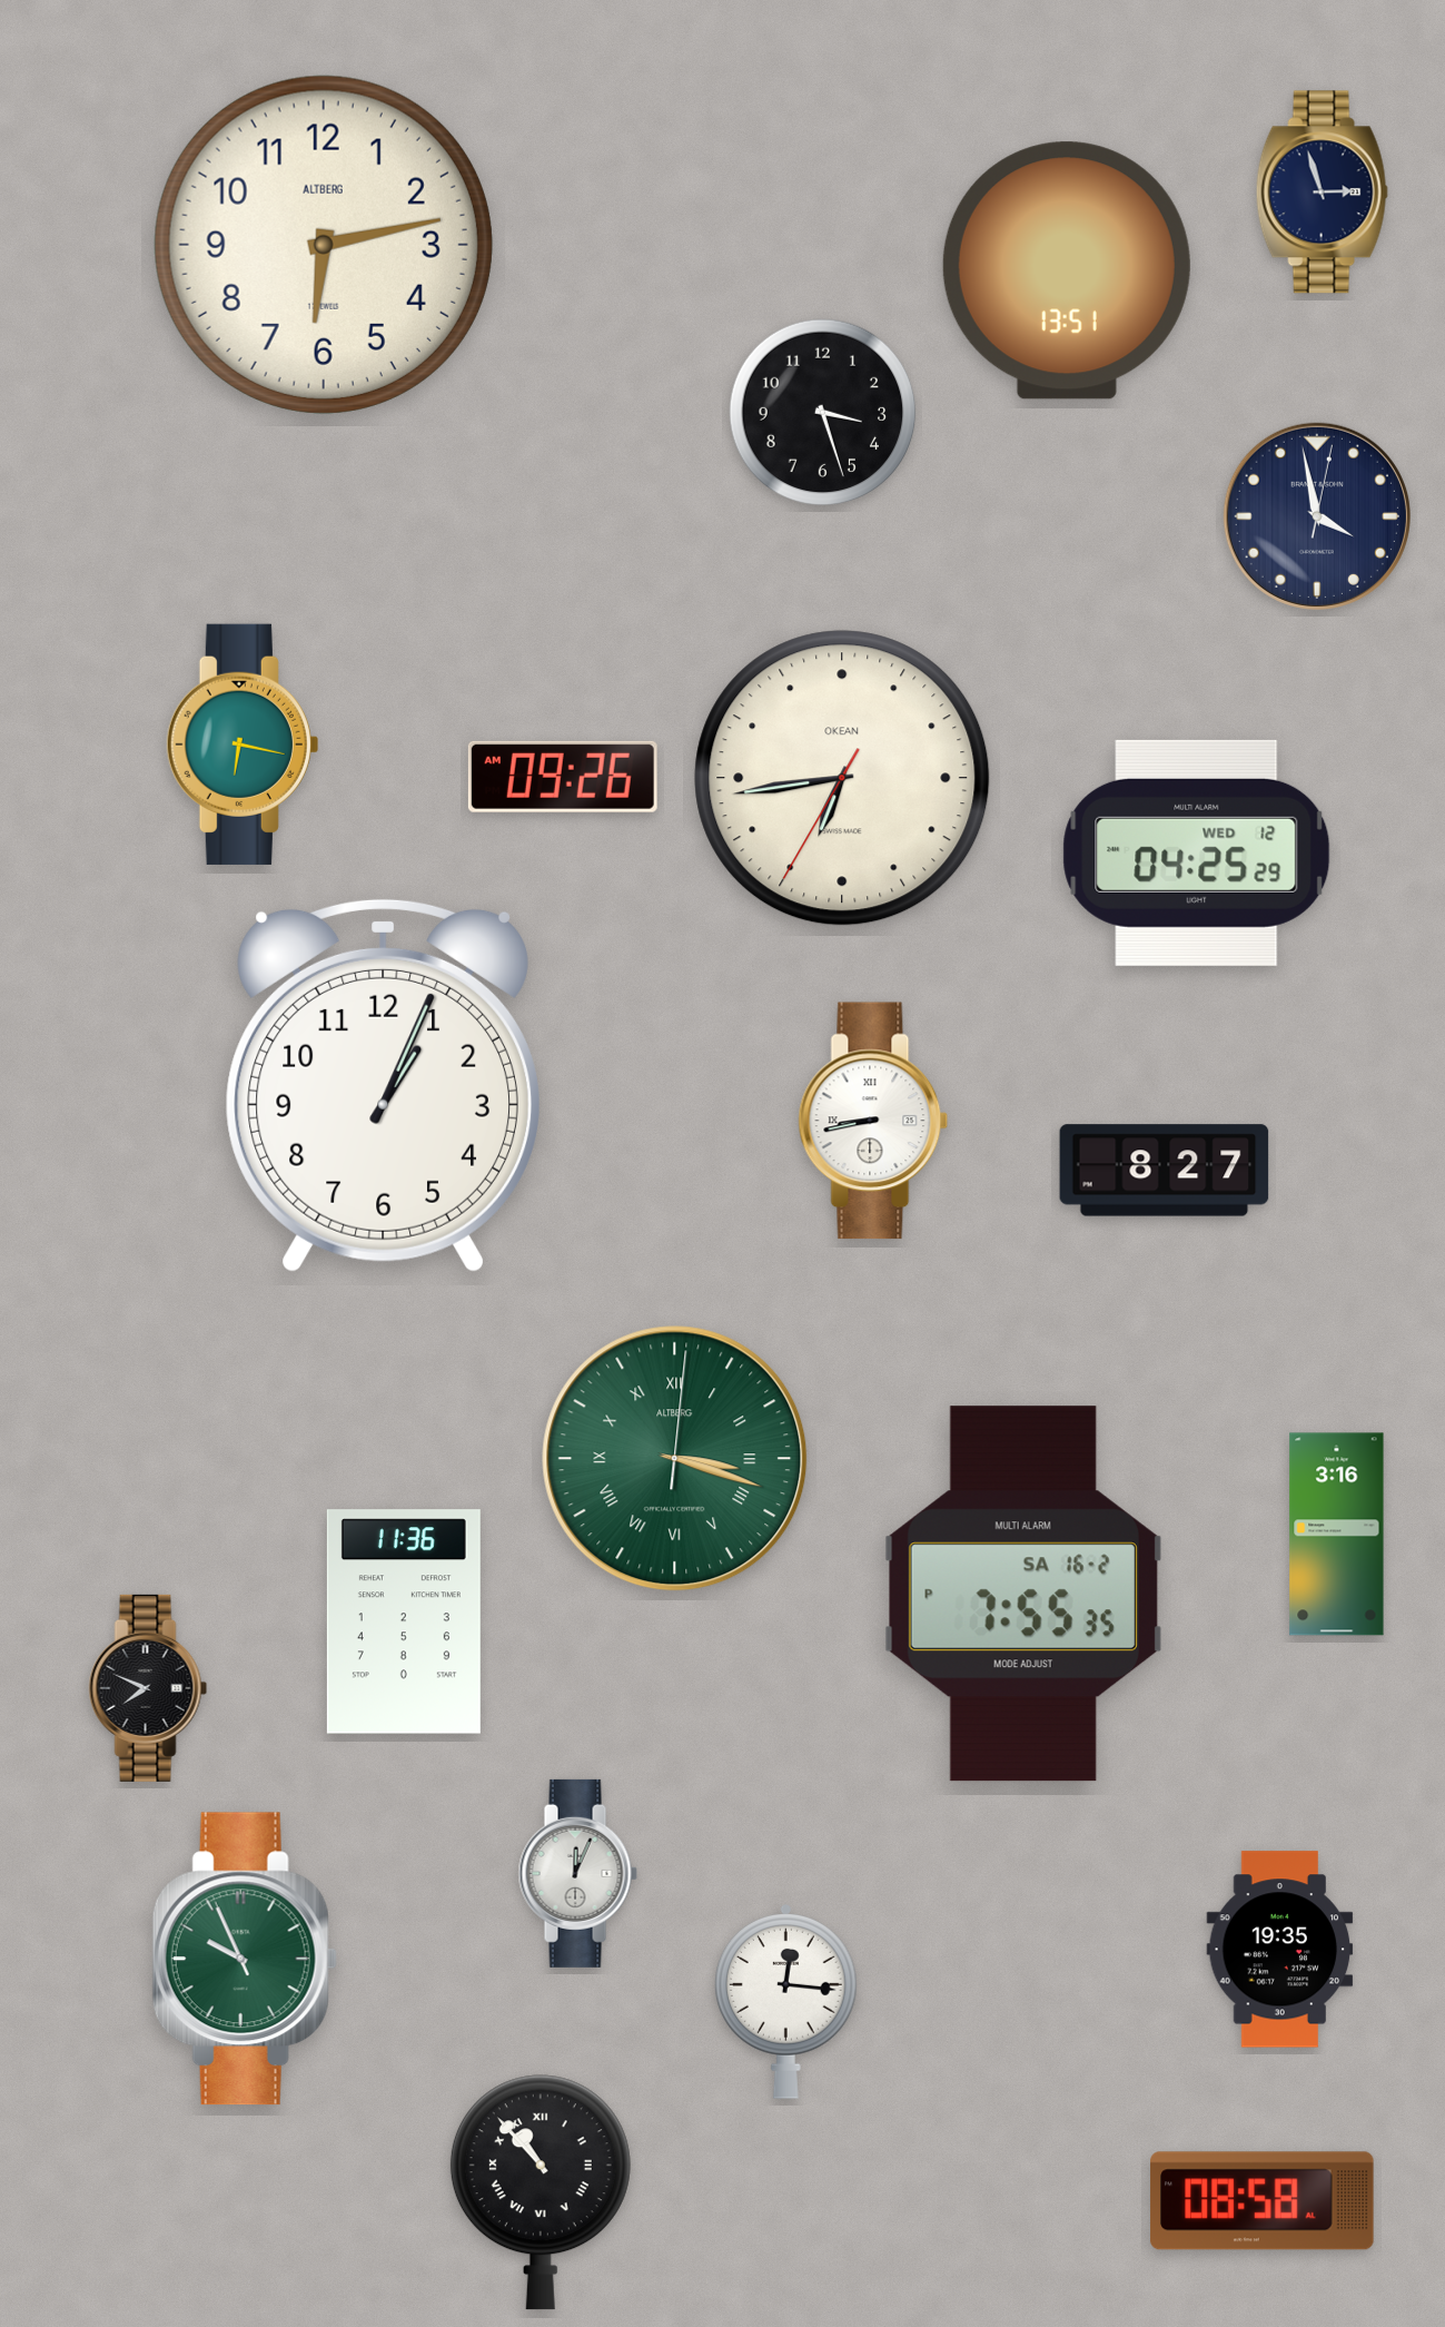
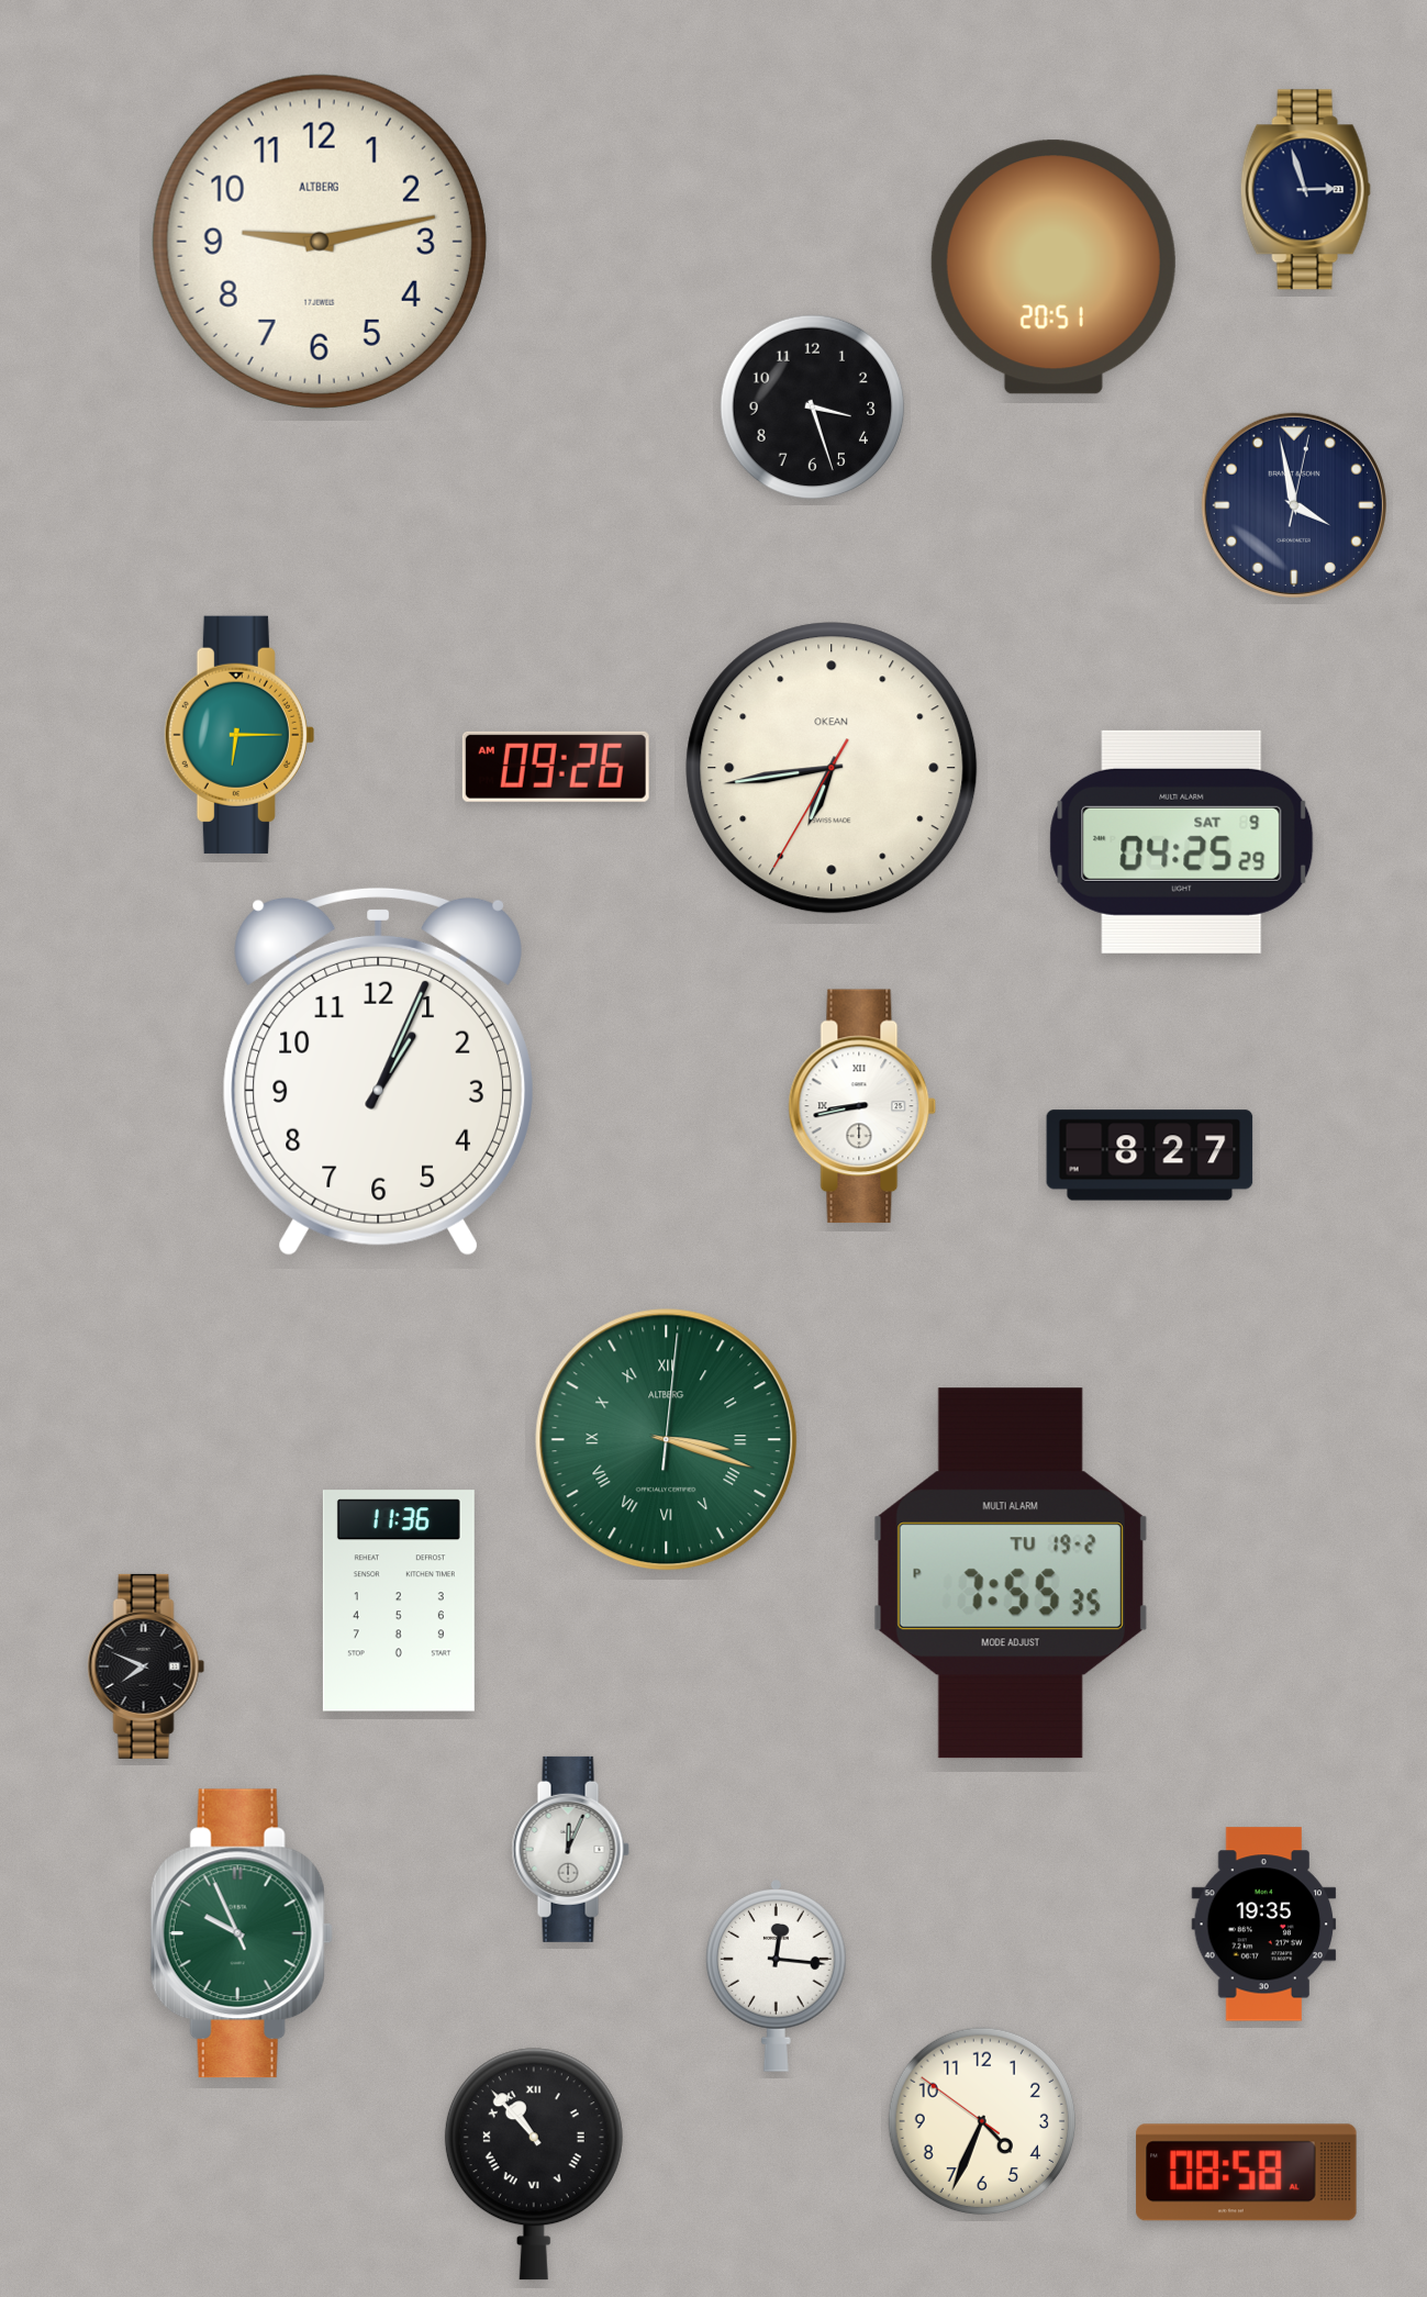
clock at (324, 245): 6:13 -> 9:13
clock at (1067, 270): 13:51 -> 20:51
clock at (1317, 516) position: (1317, 516) -> (1294, 505)
clock at (243, 745): 6:17 -> 6:15
clock at (1197, 852) date: WED 12 -> SAT 9
clock at (1337, 1535): 3:16 -> none
clock at (1023, 1594) date: SA 16-2 -> TU 19-2
clock at (982, 2121): none -> 4:33
